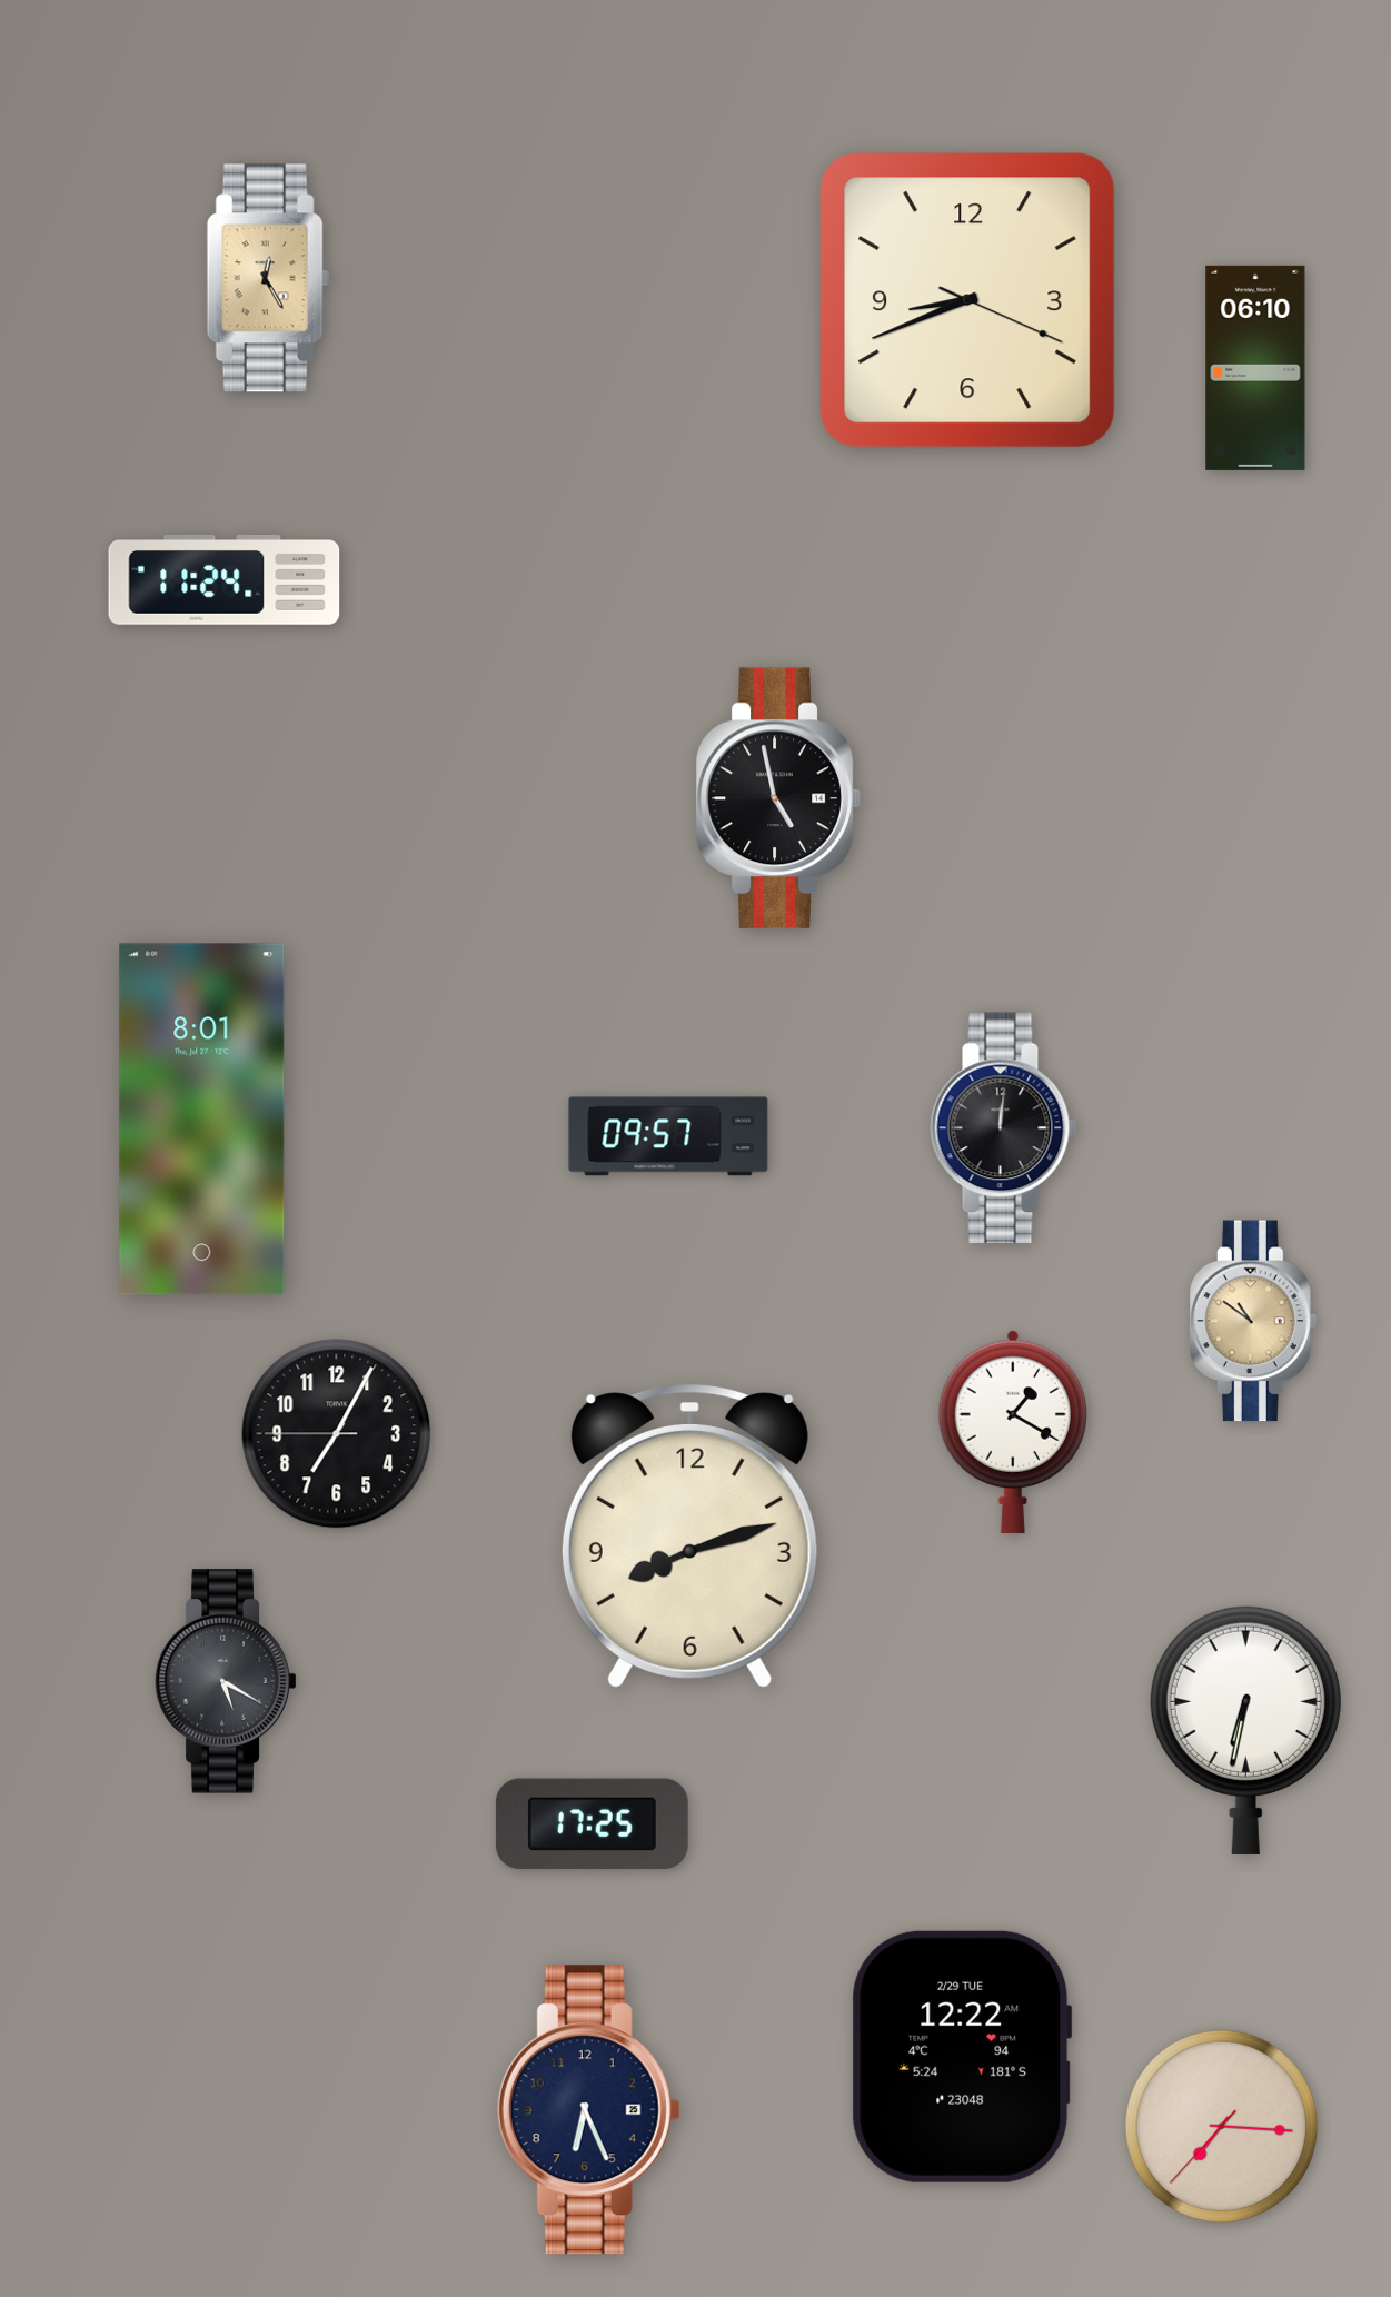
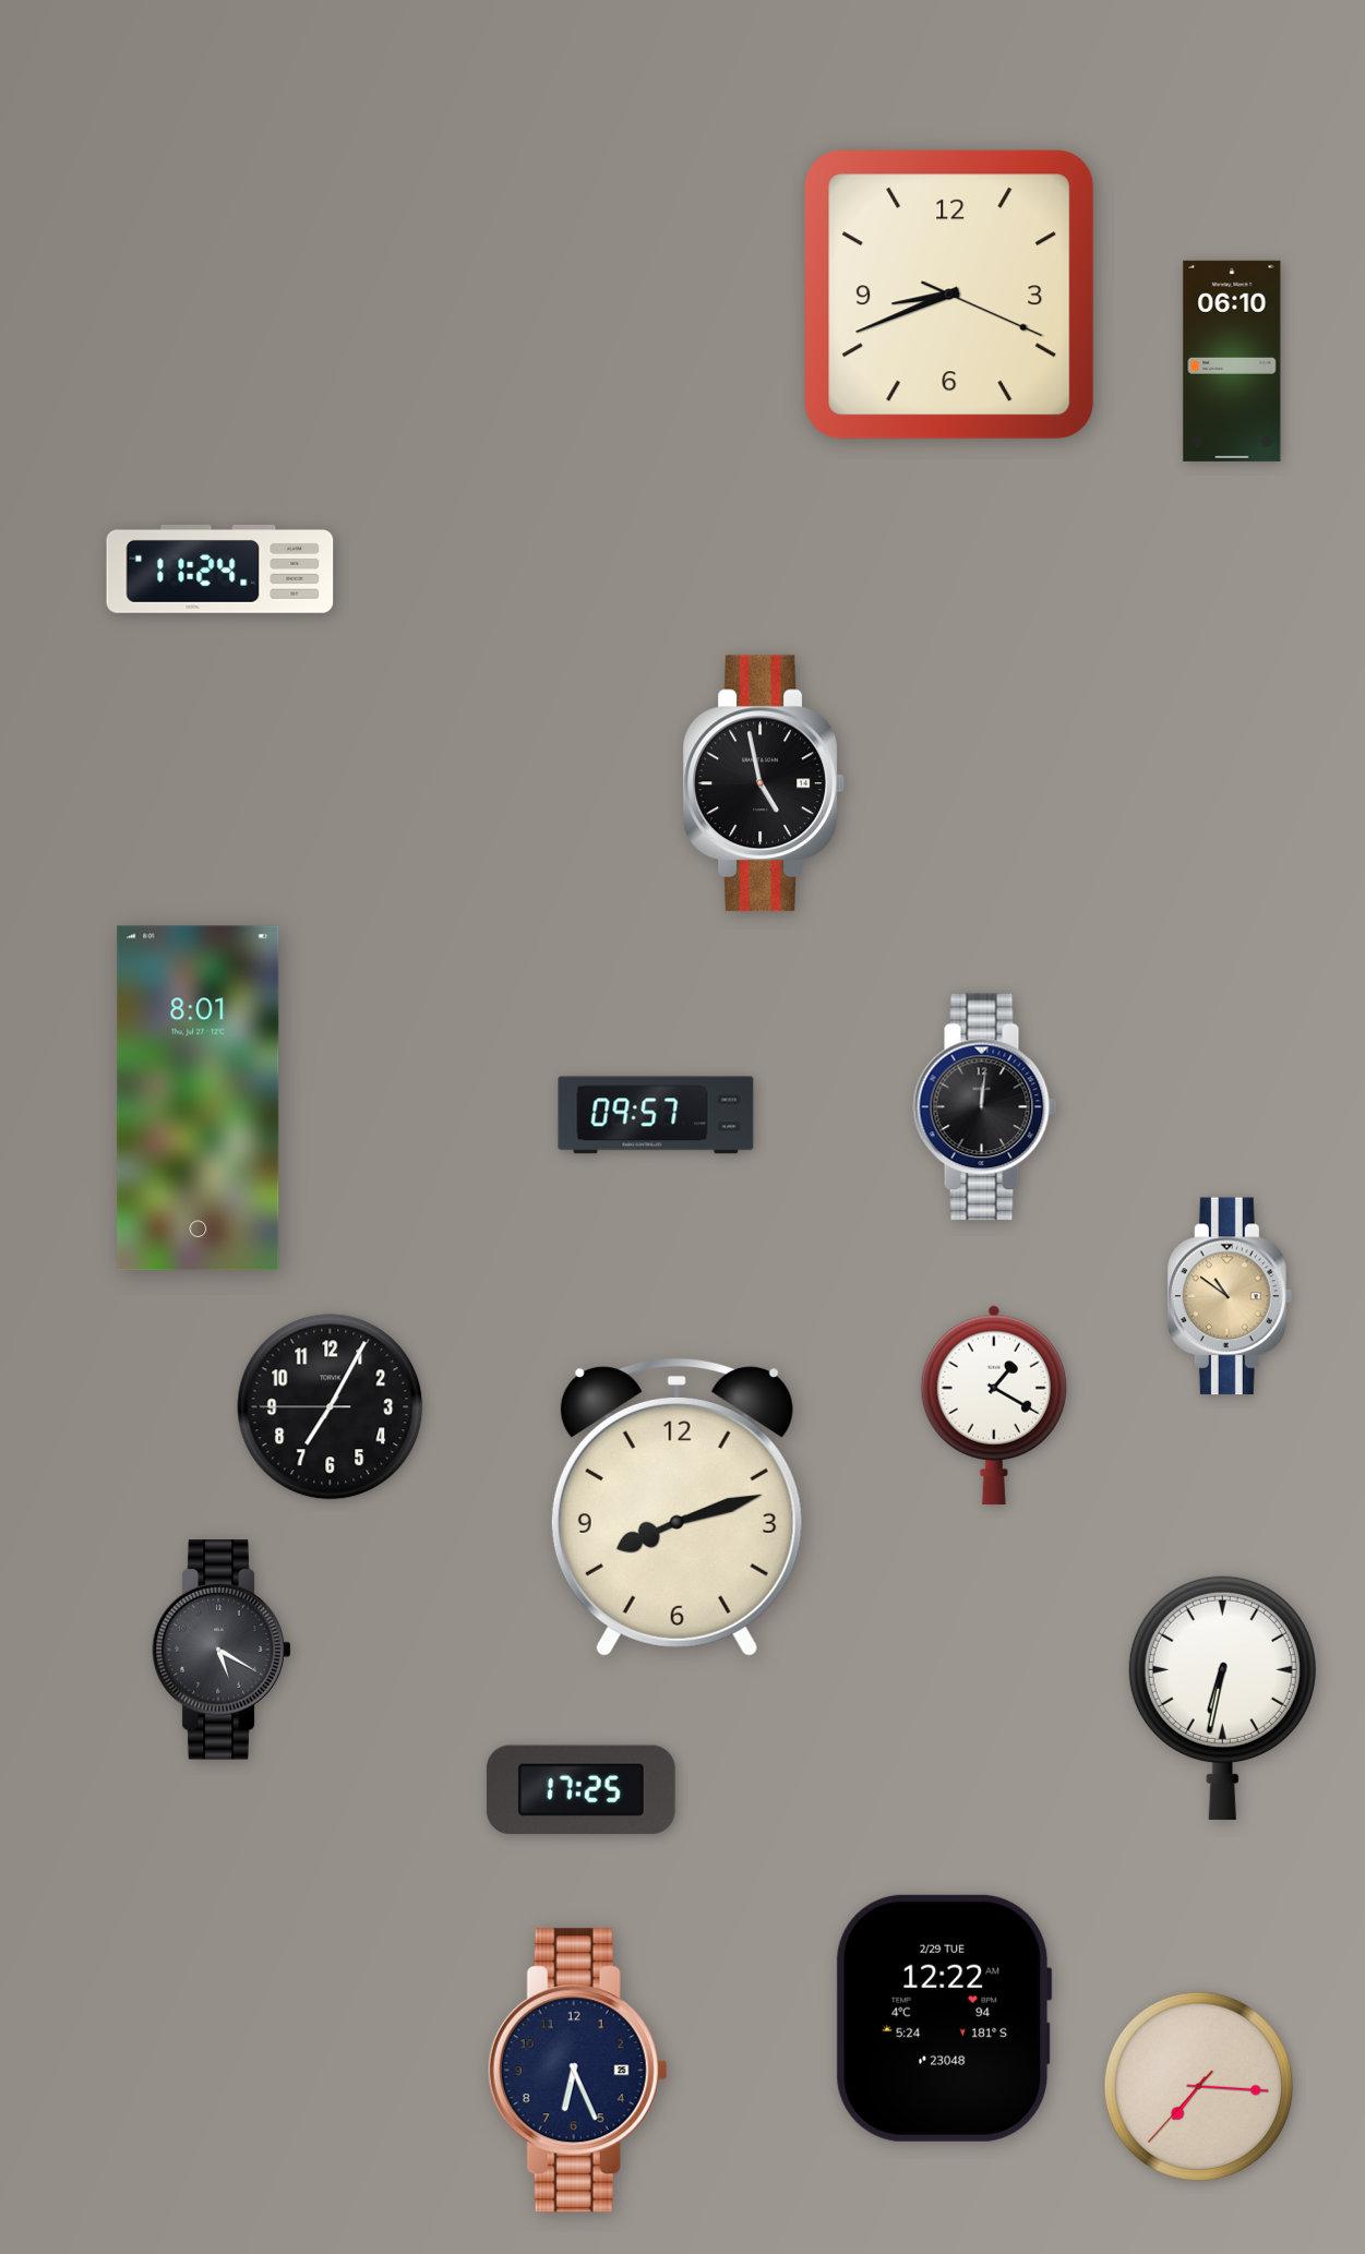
clock at (268, 278): 12:25 -> none
